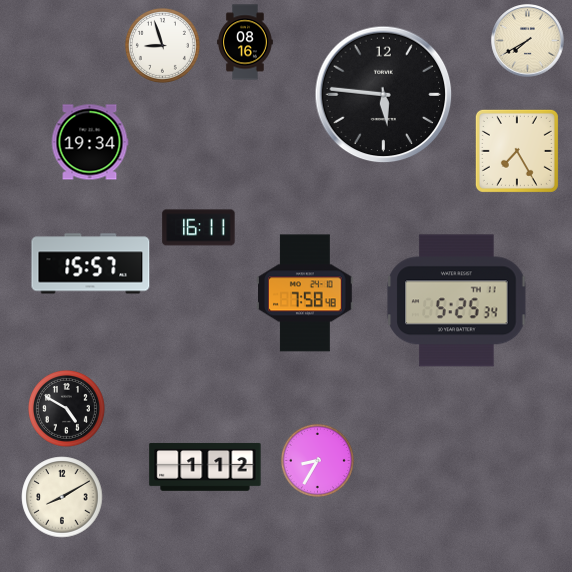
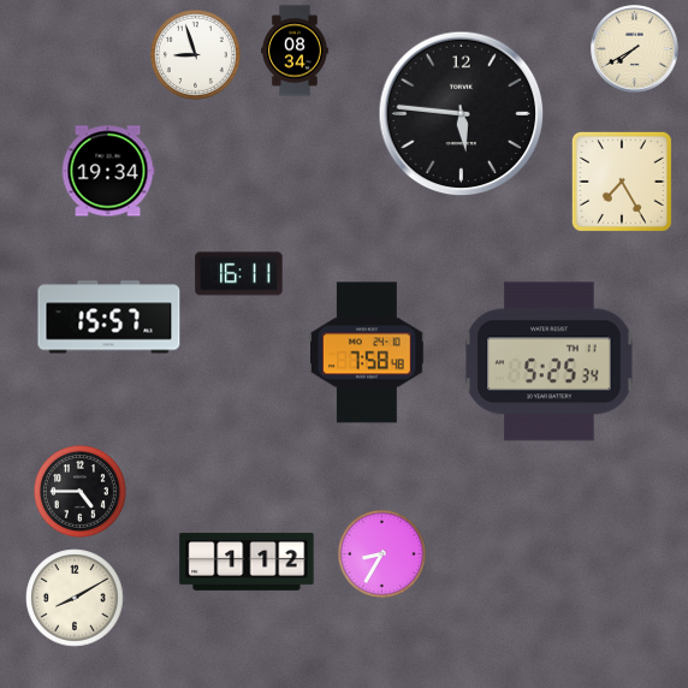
clock at (246, 42): 08:16 -> 08:34
clock at (66, 408): 4:50 -> 4:45
